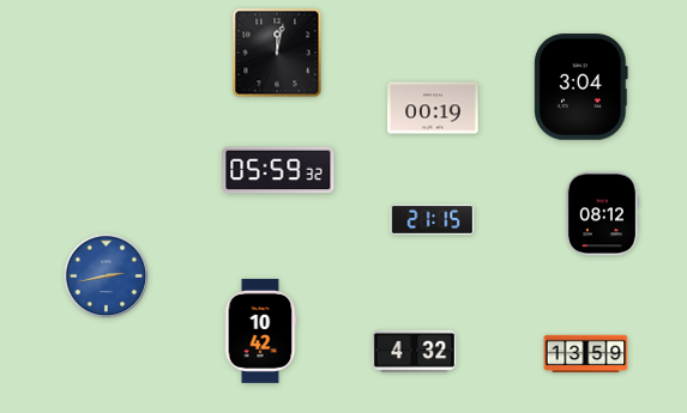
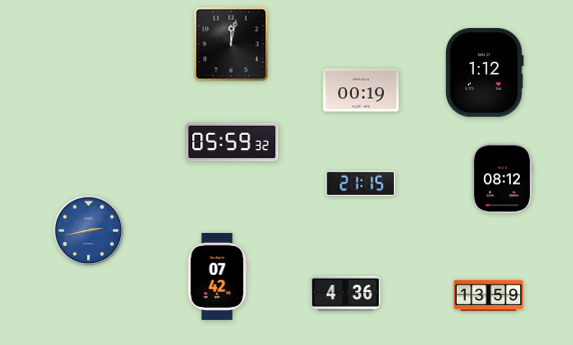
clock at (581, 87): 3:04 -> 1:12
clock at (260, 330): 10:42 -> 07:42
clock at (415, 351): 4:32 -> 4:36
